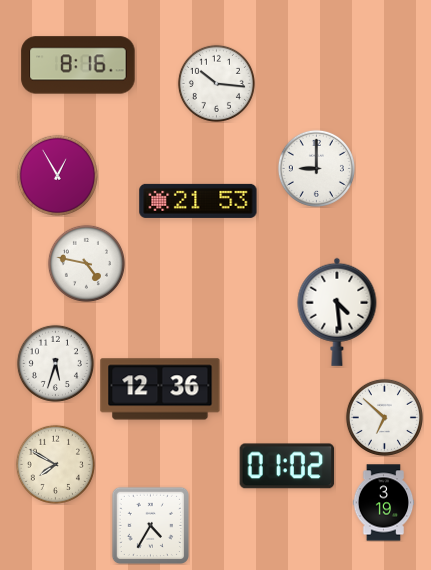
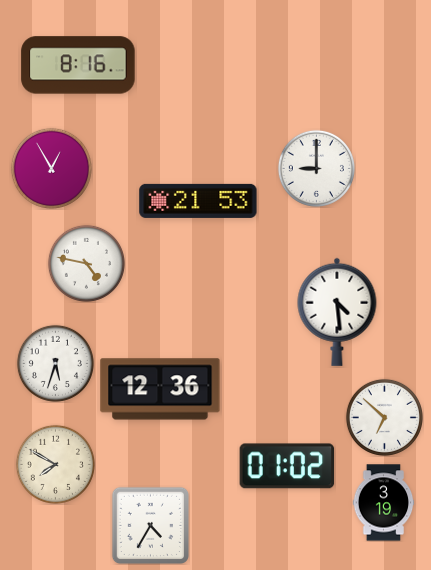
clock at (216, 83): 10:16 -> none
clock at (57, 175) position: (57, 175) -> (51, 168)
